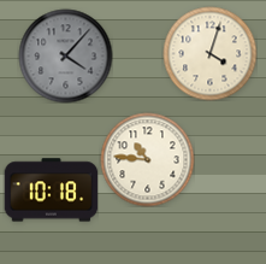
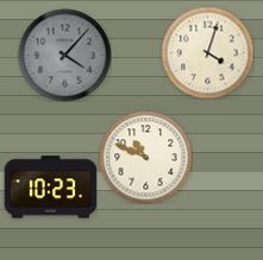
clock at (147, 159): 10:46 -> 10:49
clock at (51, 190): 10:18 -> 10:23
